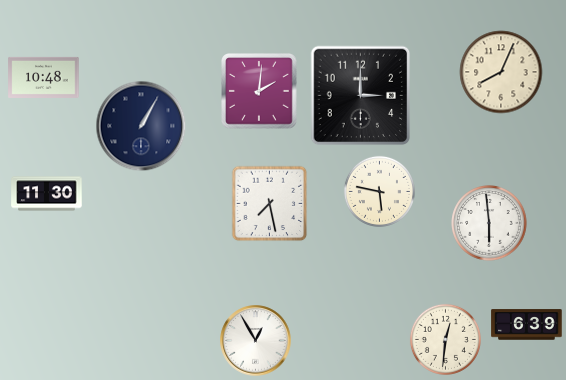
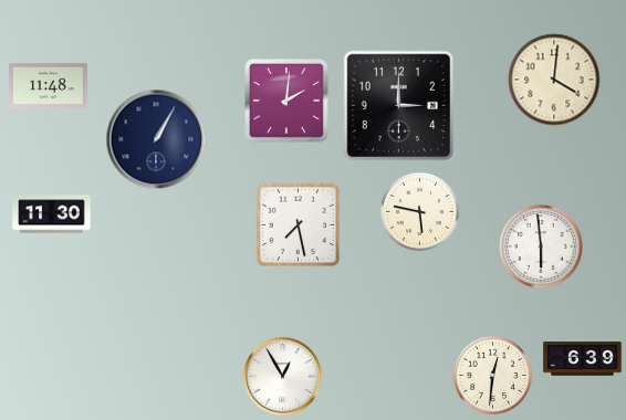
clock at (501, 72): 8:04 -> 4:01
clock at (44, 77): 10:48 -> 11:48
